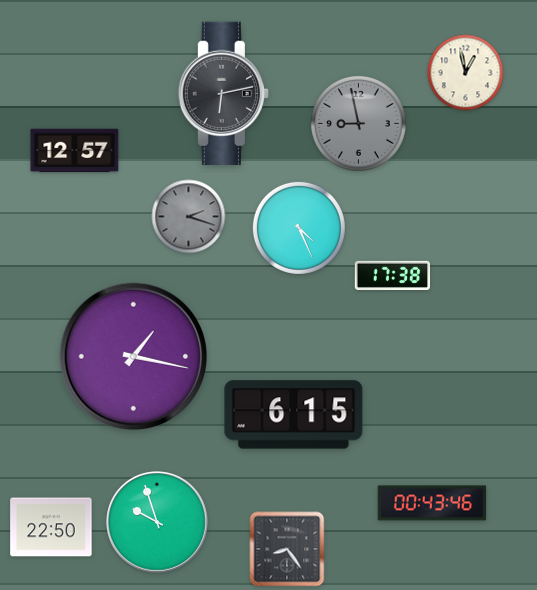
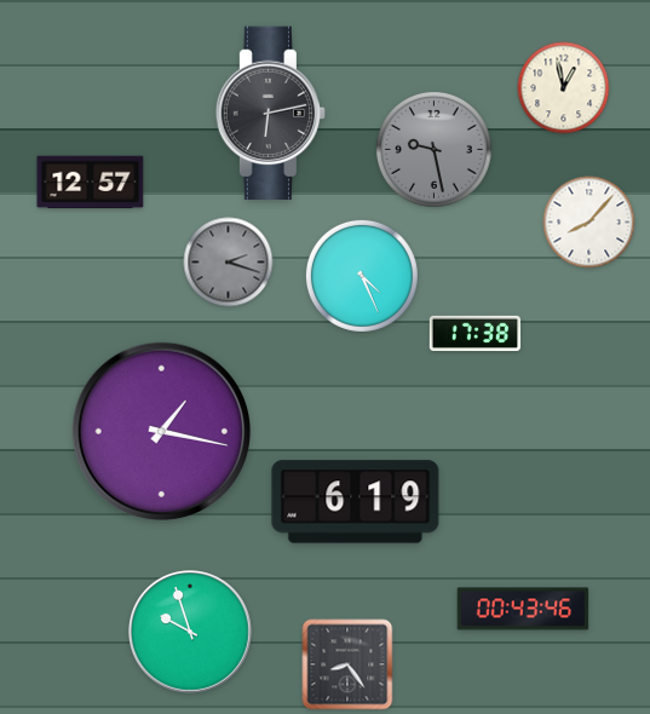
clock at (358, 123): 8:58 -> 9:28
clock at (589, 223): none -> 8:07
clock at (294, 415): 6:15 -> 6:19
clock at (51, 527): 22:50 -> none
